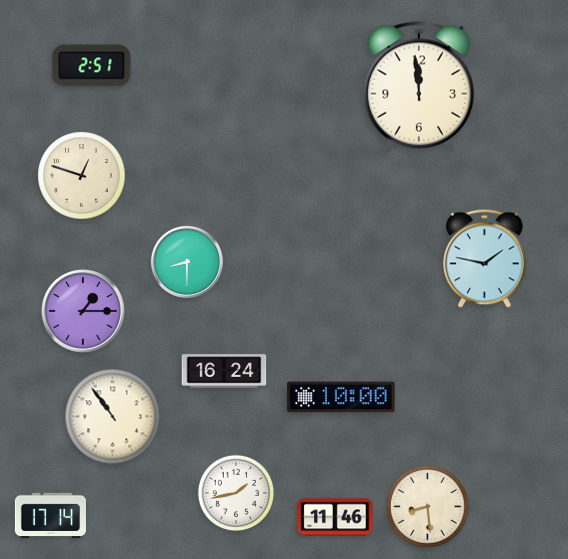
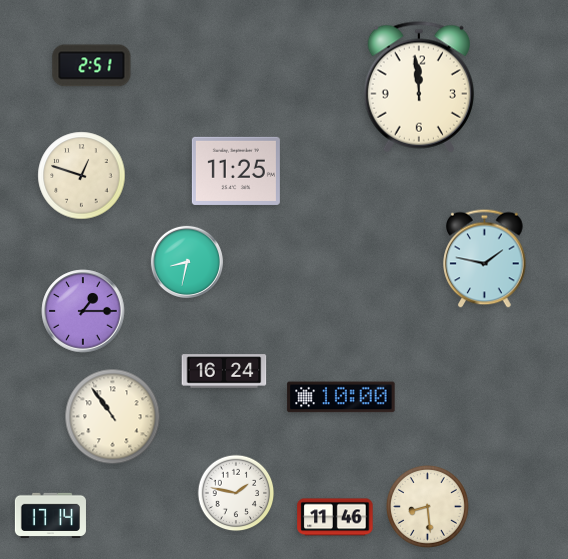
clock at (236, 171): none -> 11:25
clock at (187, 262): 8:30 -> 8:32
clock at (236, 493): 1:43 -> 1:47
